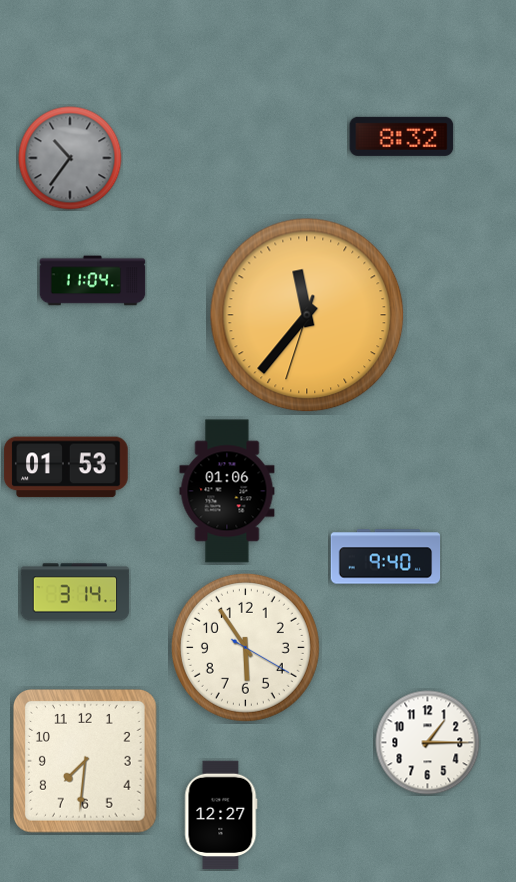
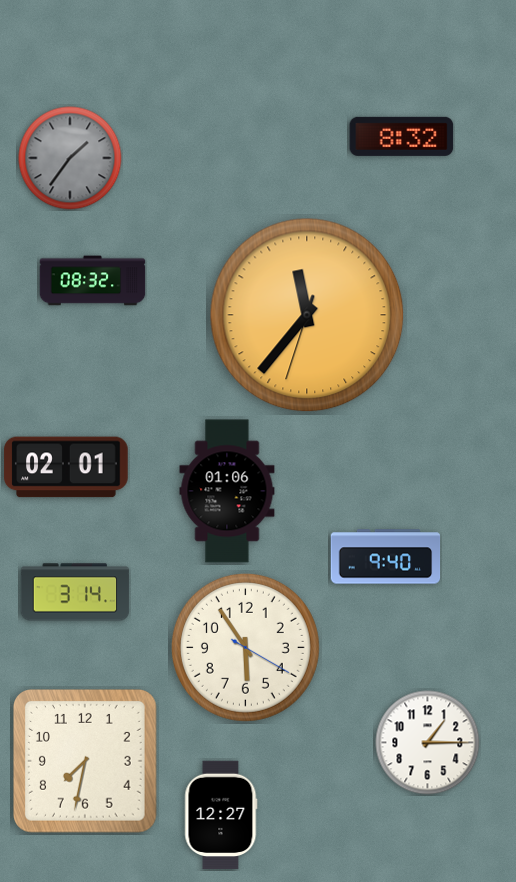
clock at (70, 158): 10:36 -> 1:36
clock at (93, 281): 11:04 -> 08:32
clock at (66, 467): 01:53 -> 02:01
clock at (86, 762): 7:31 -> 7:32
